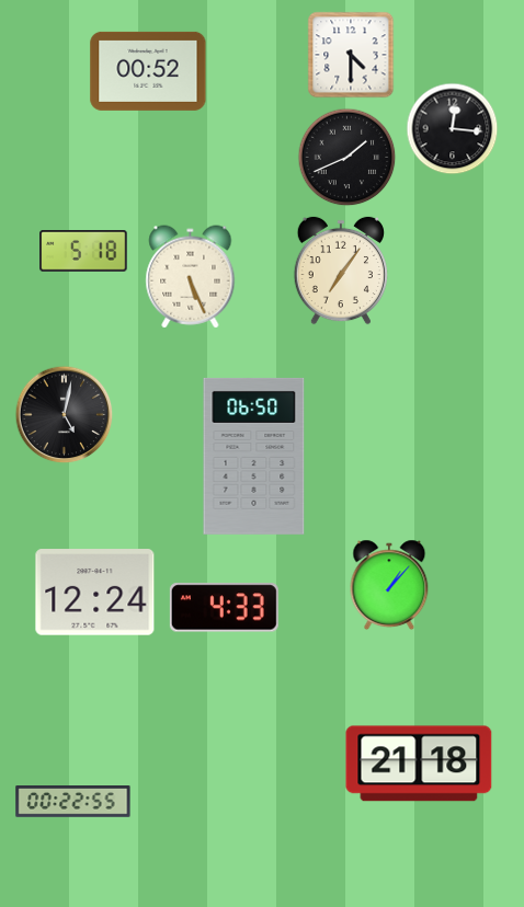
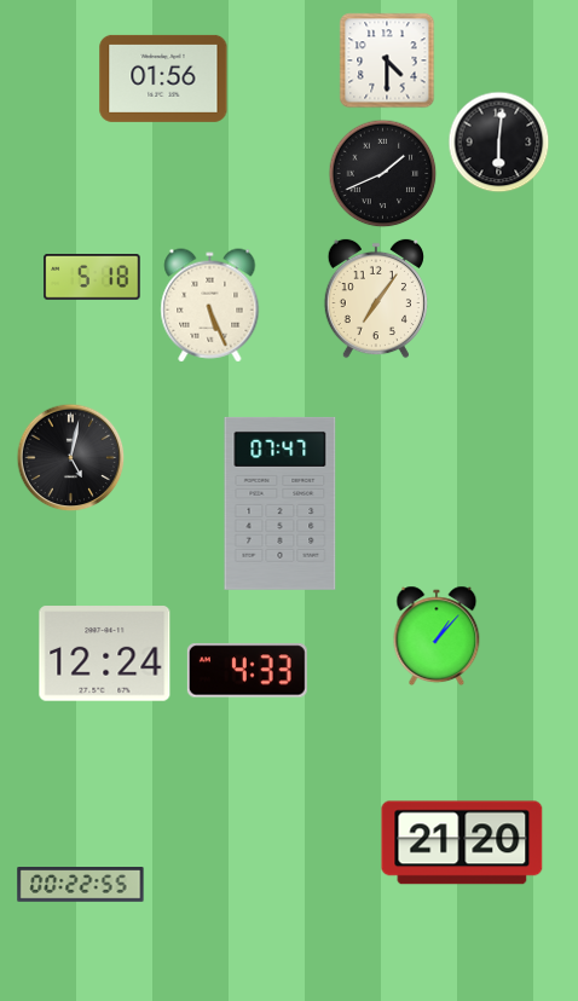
clock at (148, 71): 00:52 -> 01:56
clock at (453, 129): 12:16 -> 6:01
clock at (254, 456): 06:50 -> 07:47
clock at (389, 585) position: (389, 585) -> (437, 636)
clock at (419, 764): 21:18 -> 21:20
